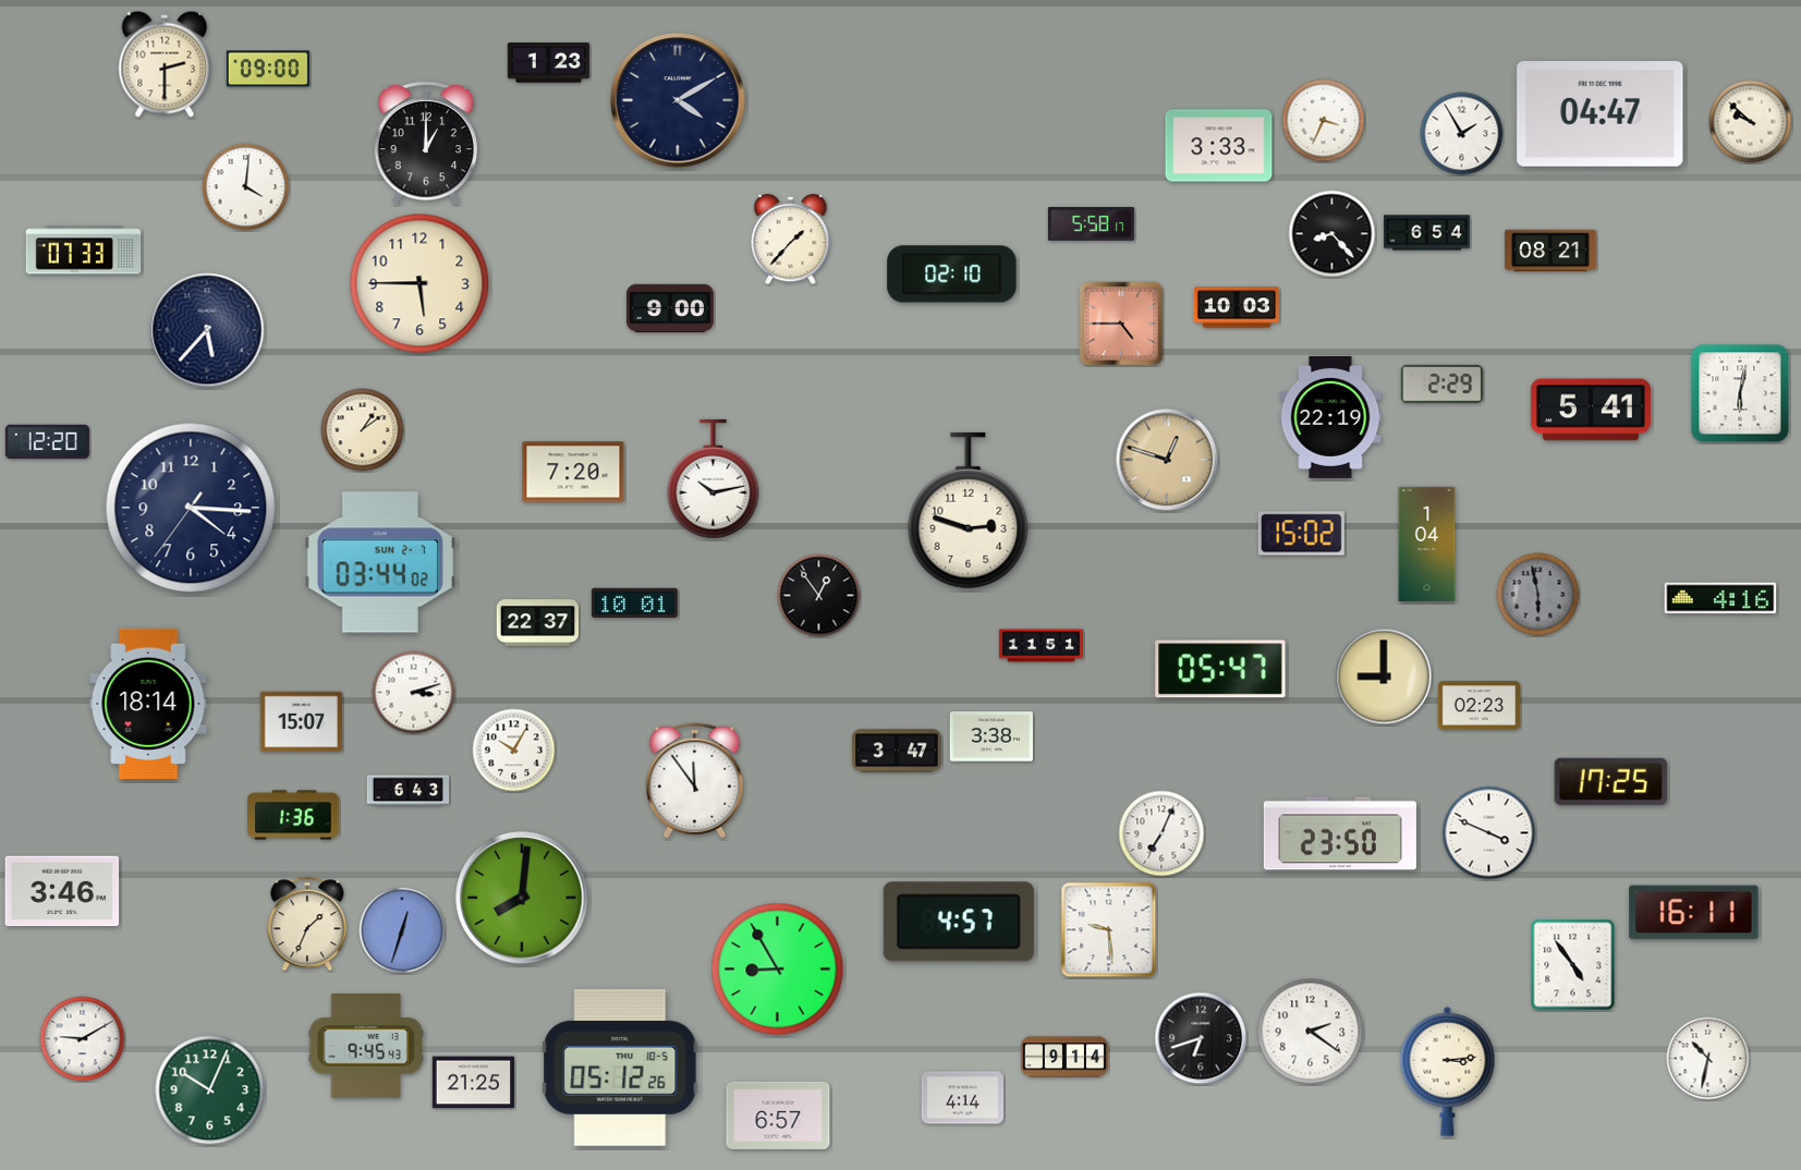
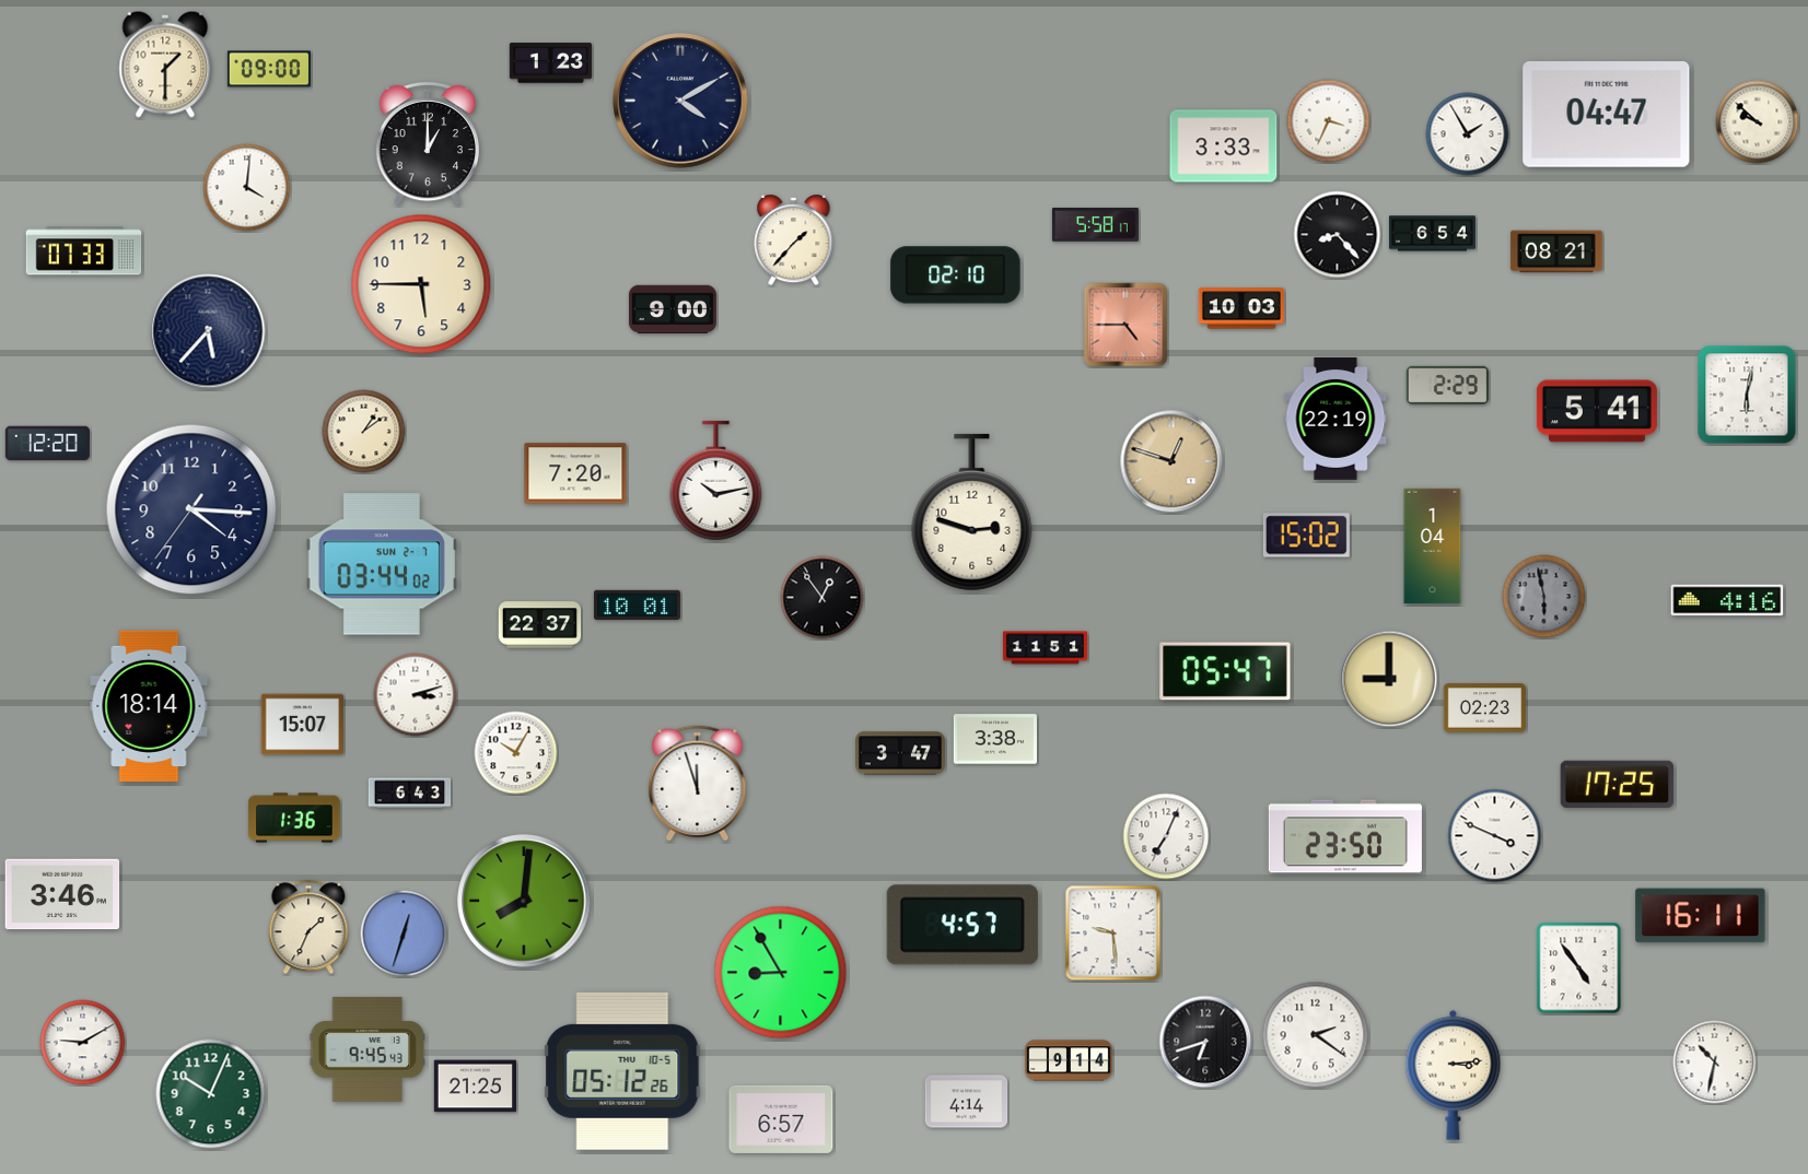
clock at (165, 64): 2:30 -> 1:30
clock at (695, 781): 11:54 -> 11:57
